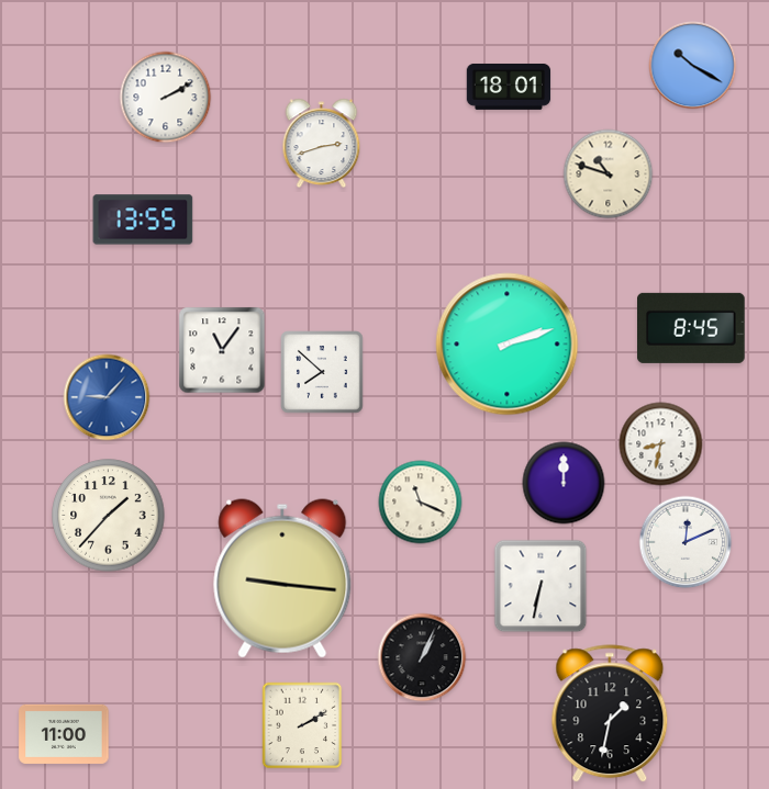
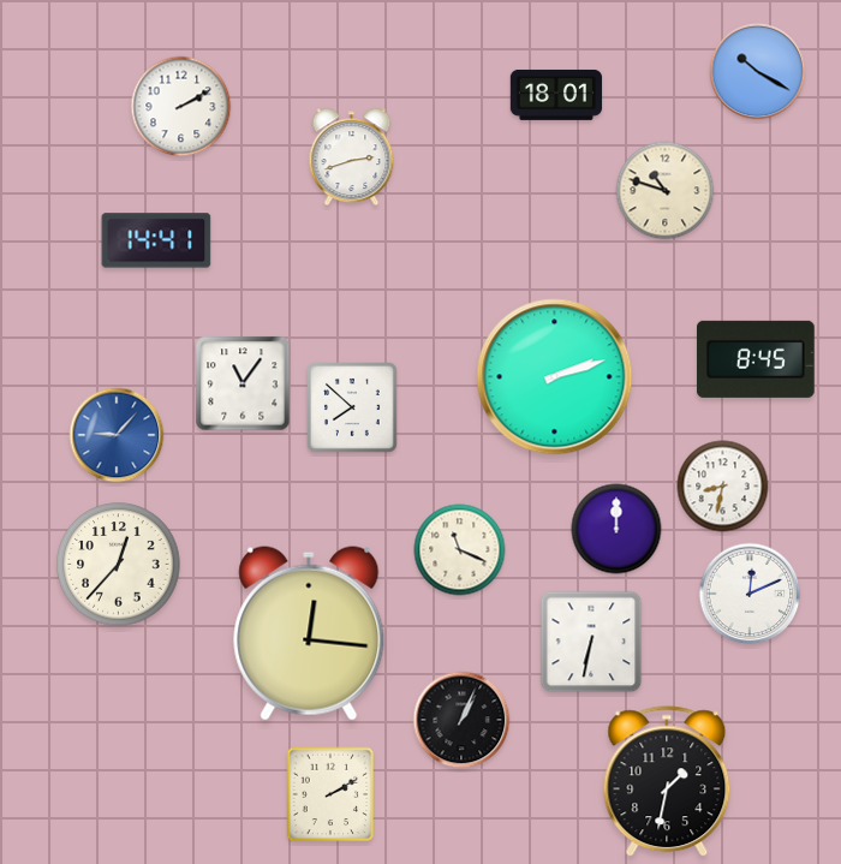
clock at (143, 219): 13:55 -> 14:41
clock at (109, 516): 1:37 -> 12:37
clock at (282, 578): 9:16 -> 12:16
clock at (64, 734): 11:00 -> none
